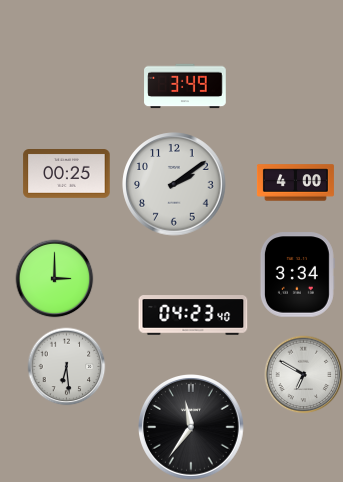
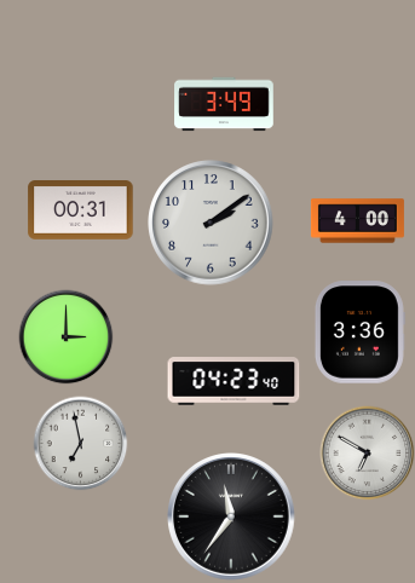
clock at (67, 174): 00:25 -> 00:31
clock at (297, 275): 3:34 -> 3:36
clock at (66, 366): 6:29 -> 6:58
